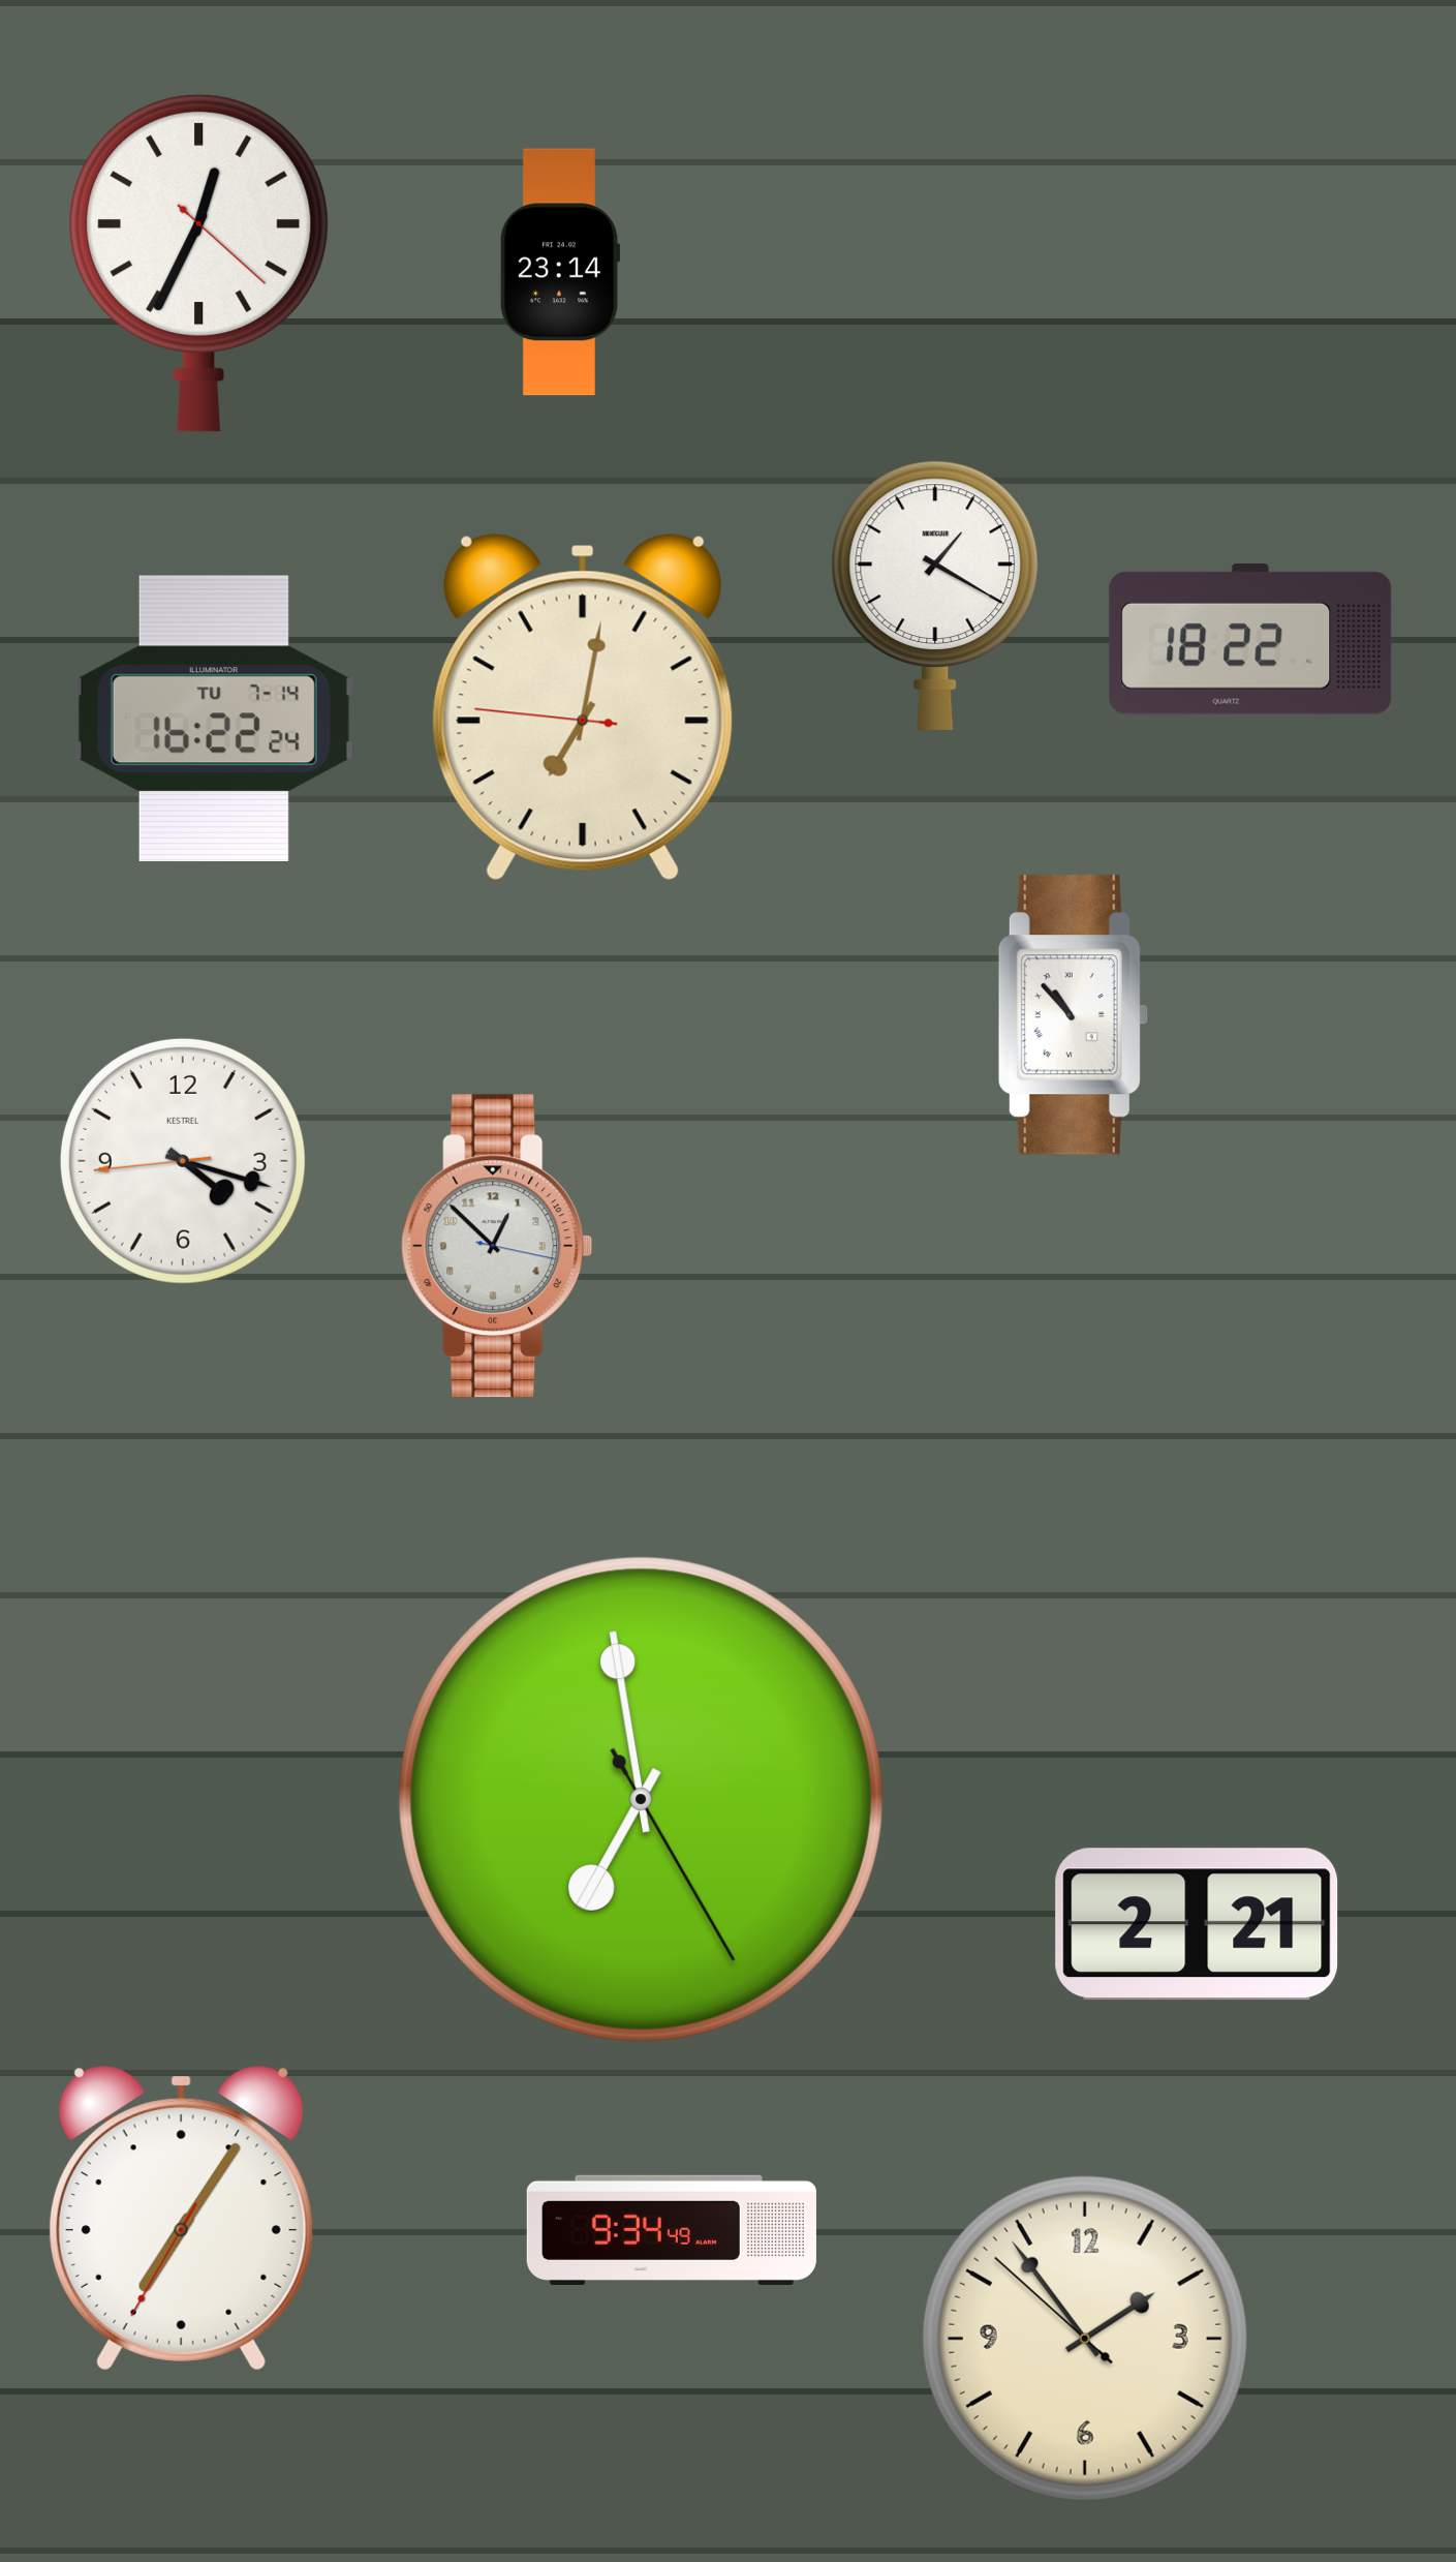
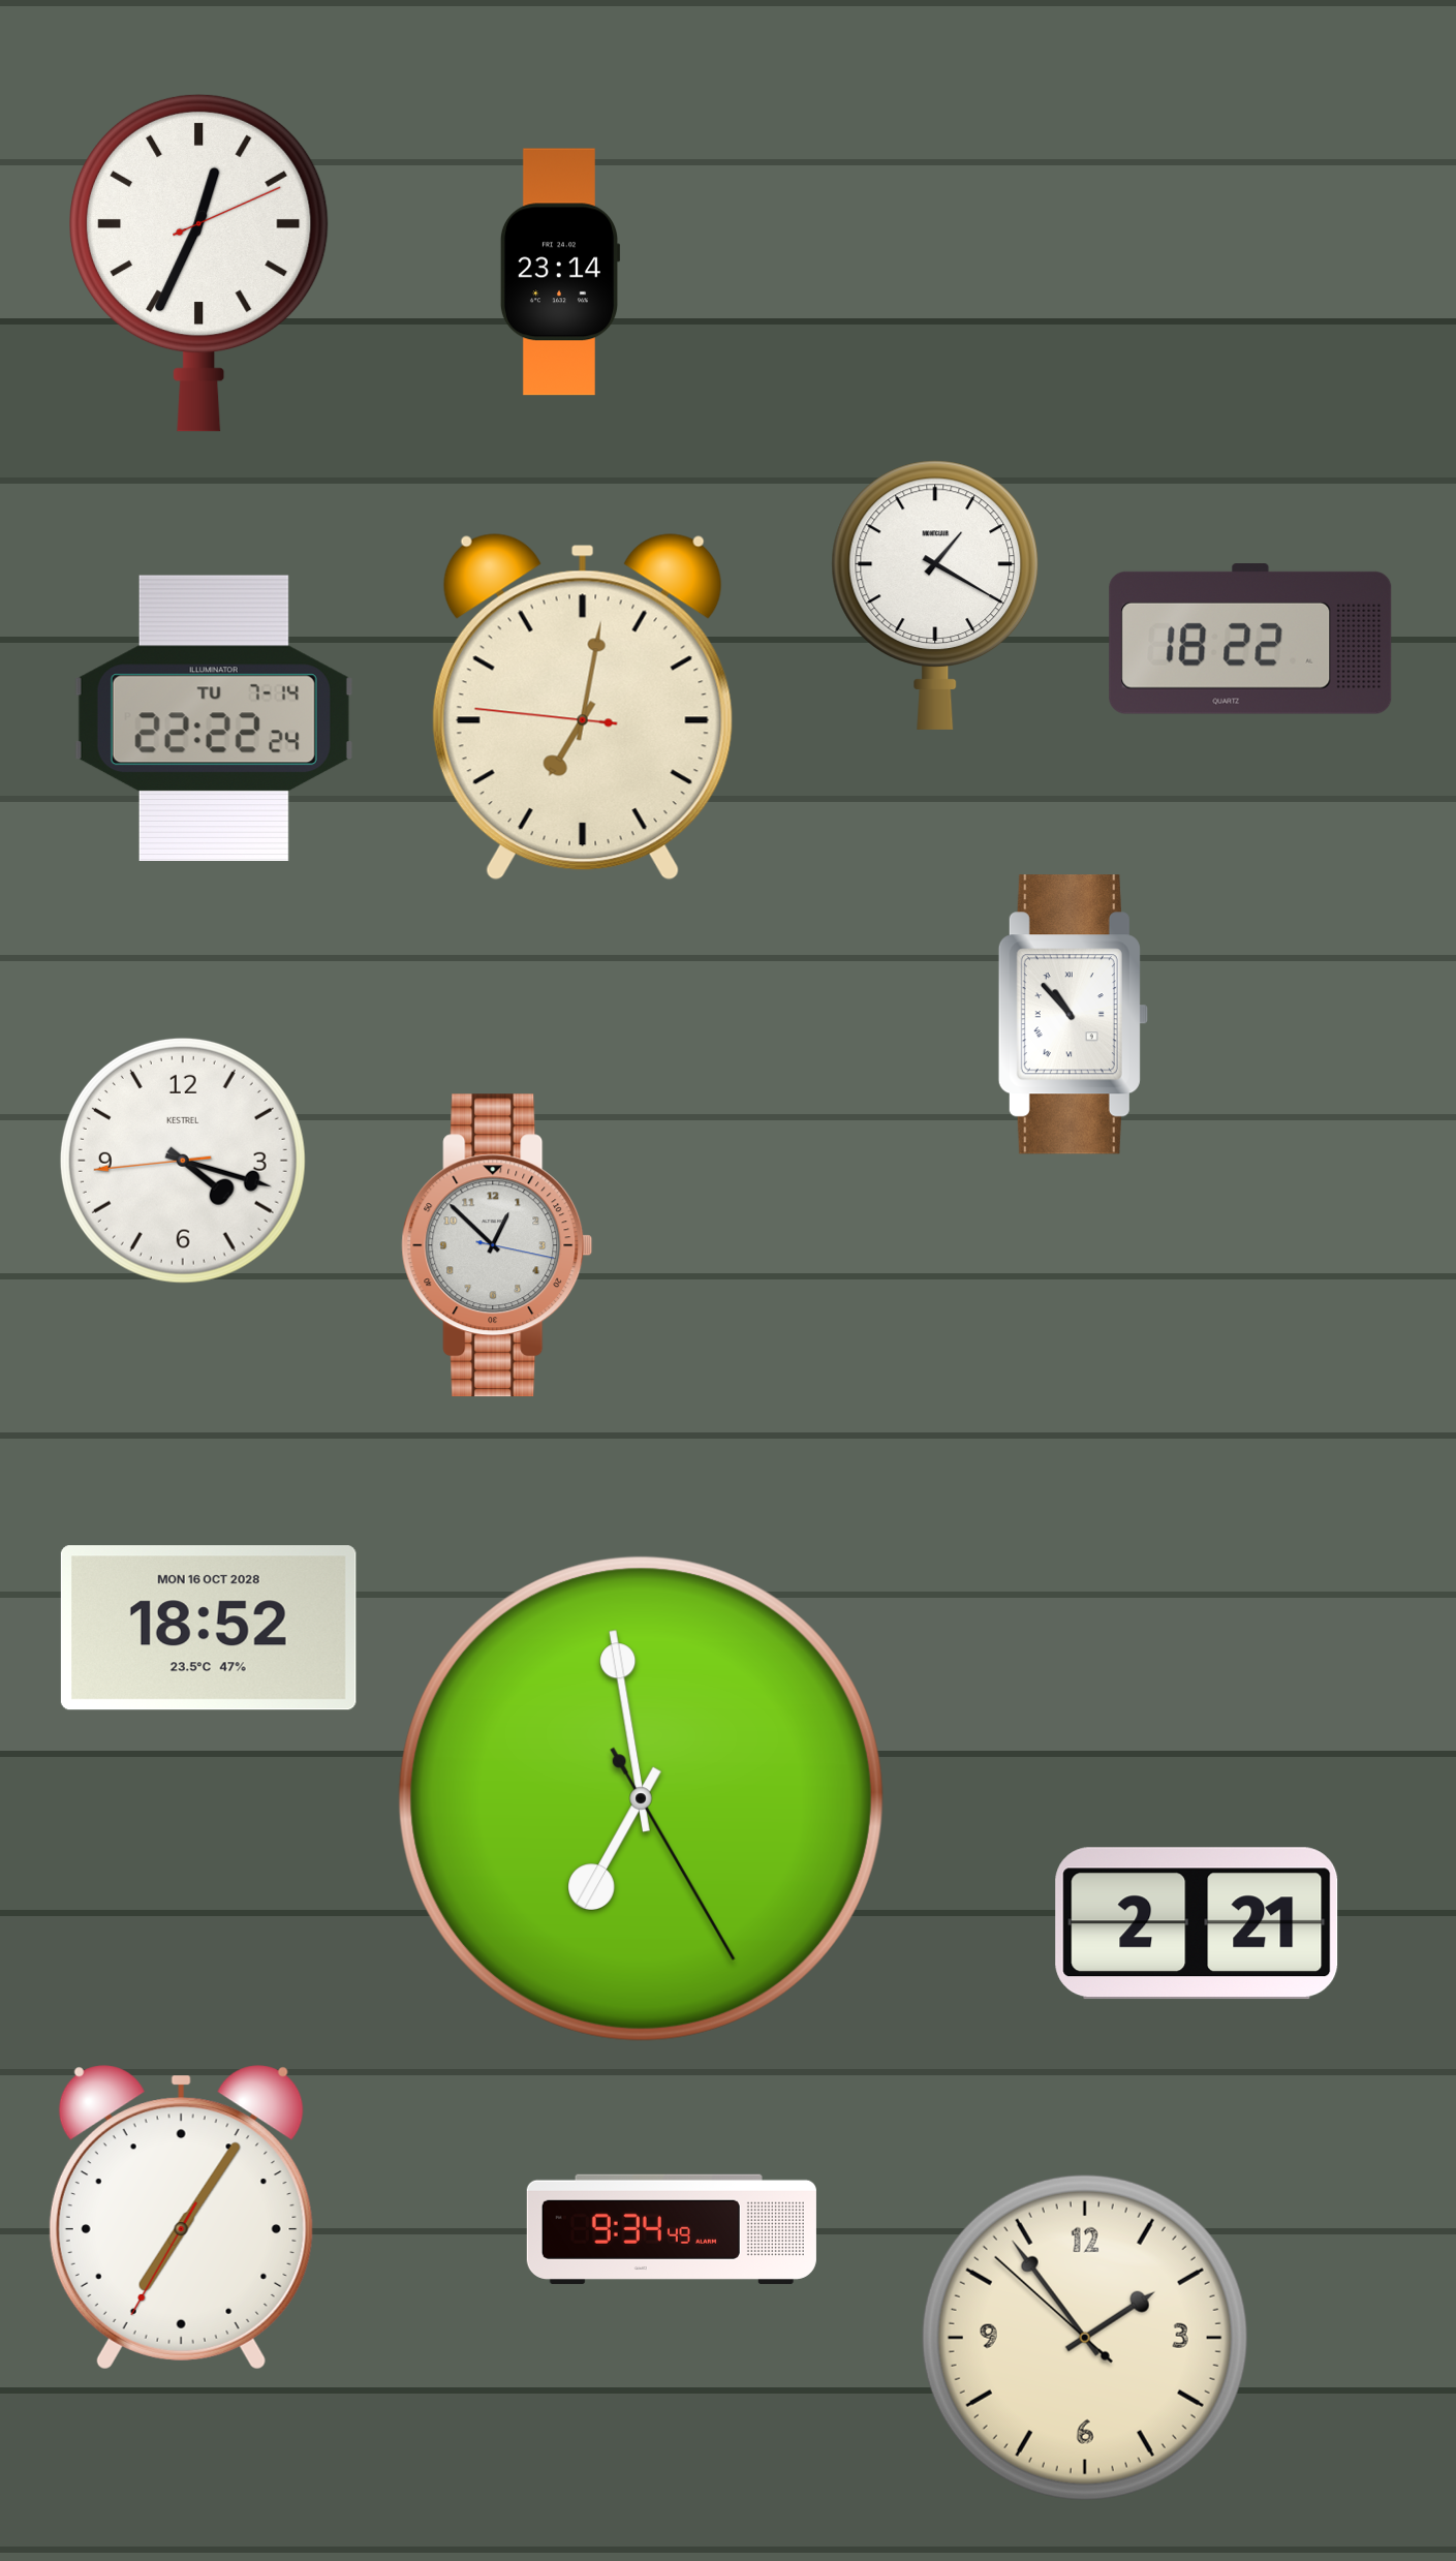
clock at (199, 263): 12:34:22 -> 12:34:11
clock at (214, 718): 16:22 -> 22:22
clock at (209, 1628): none -> 18:52
